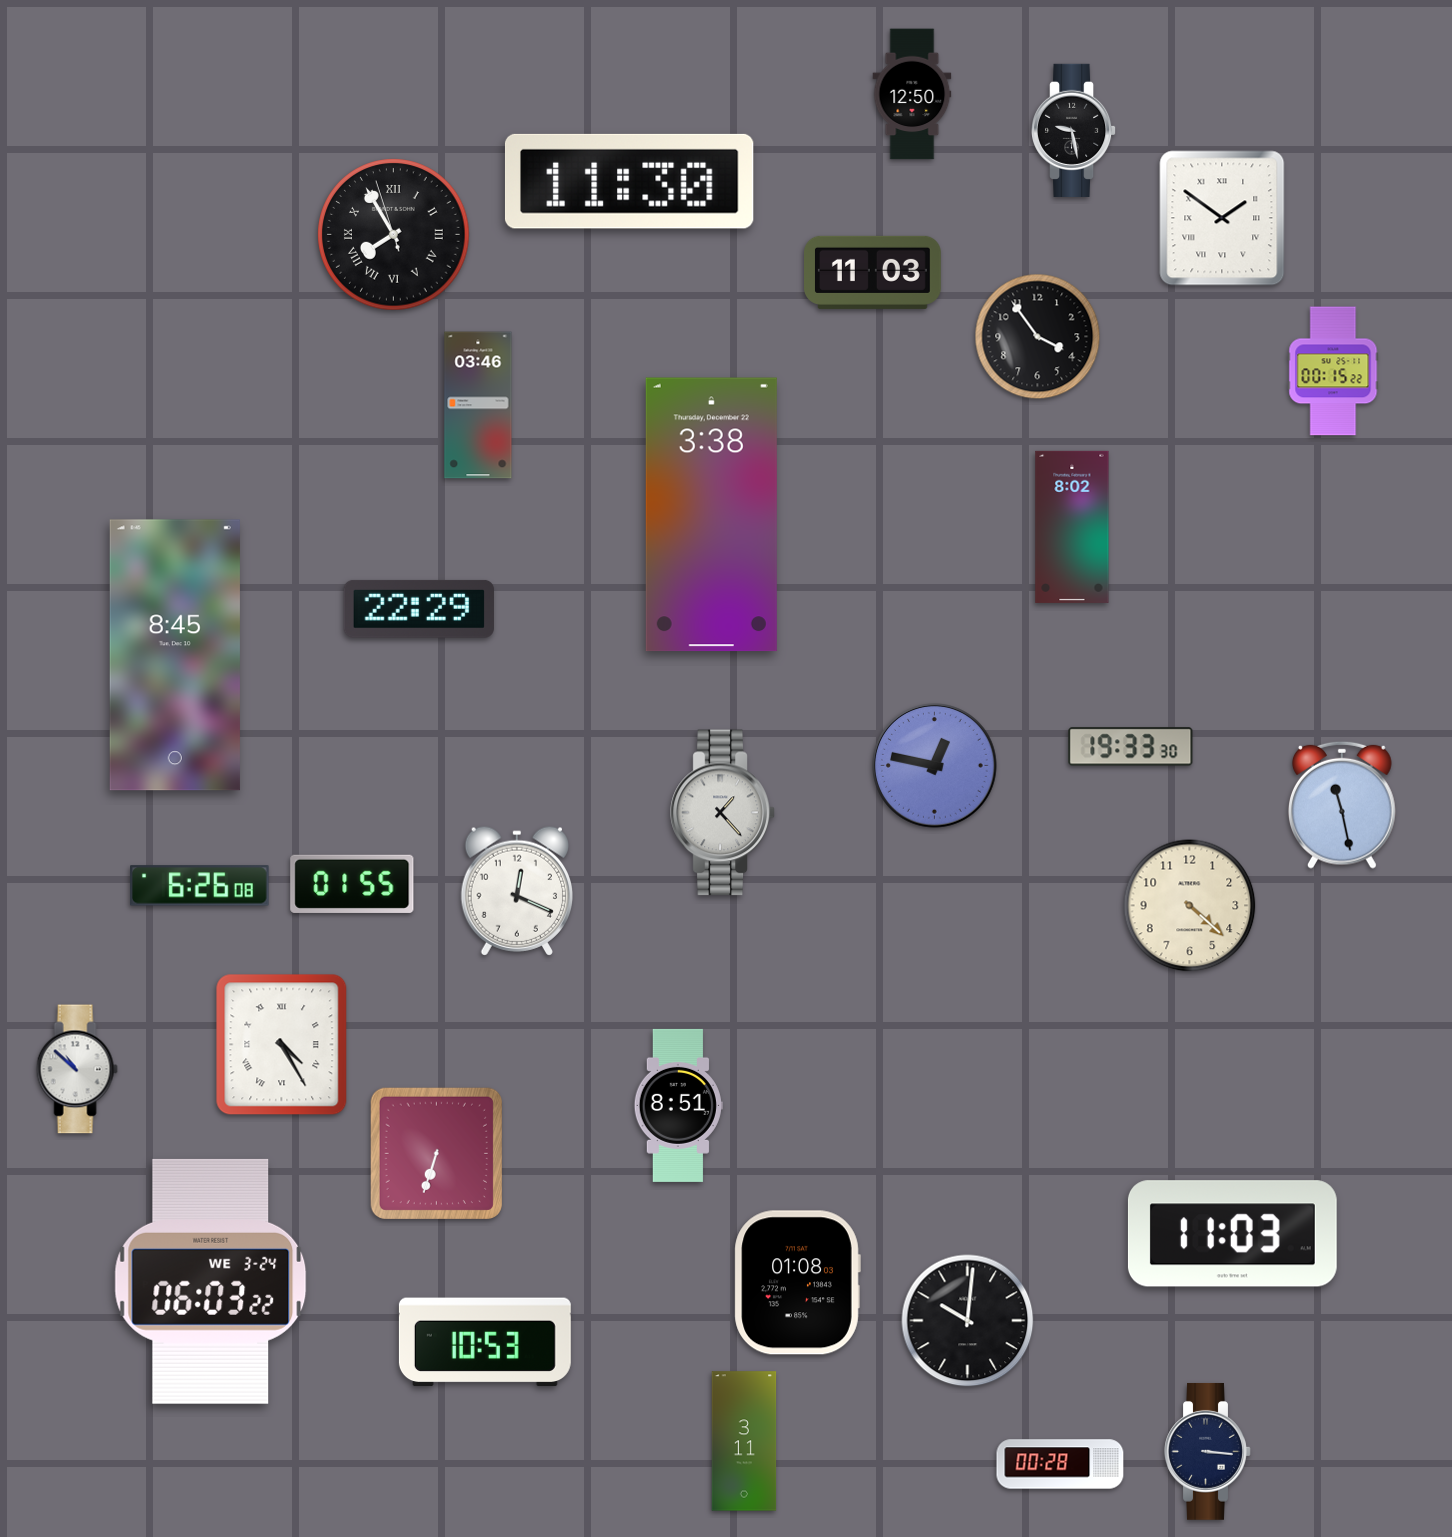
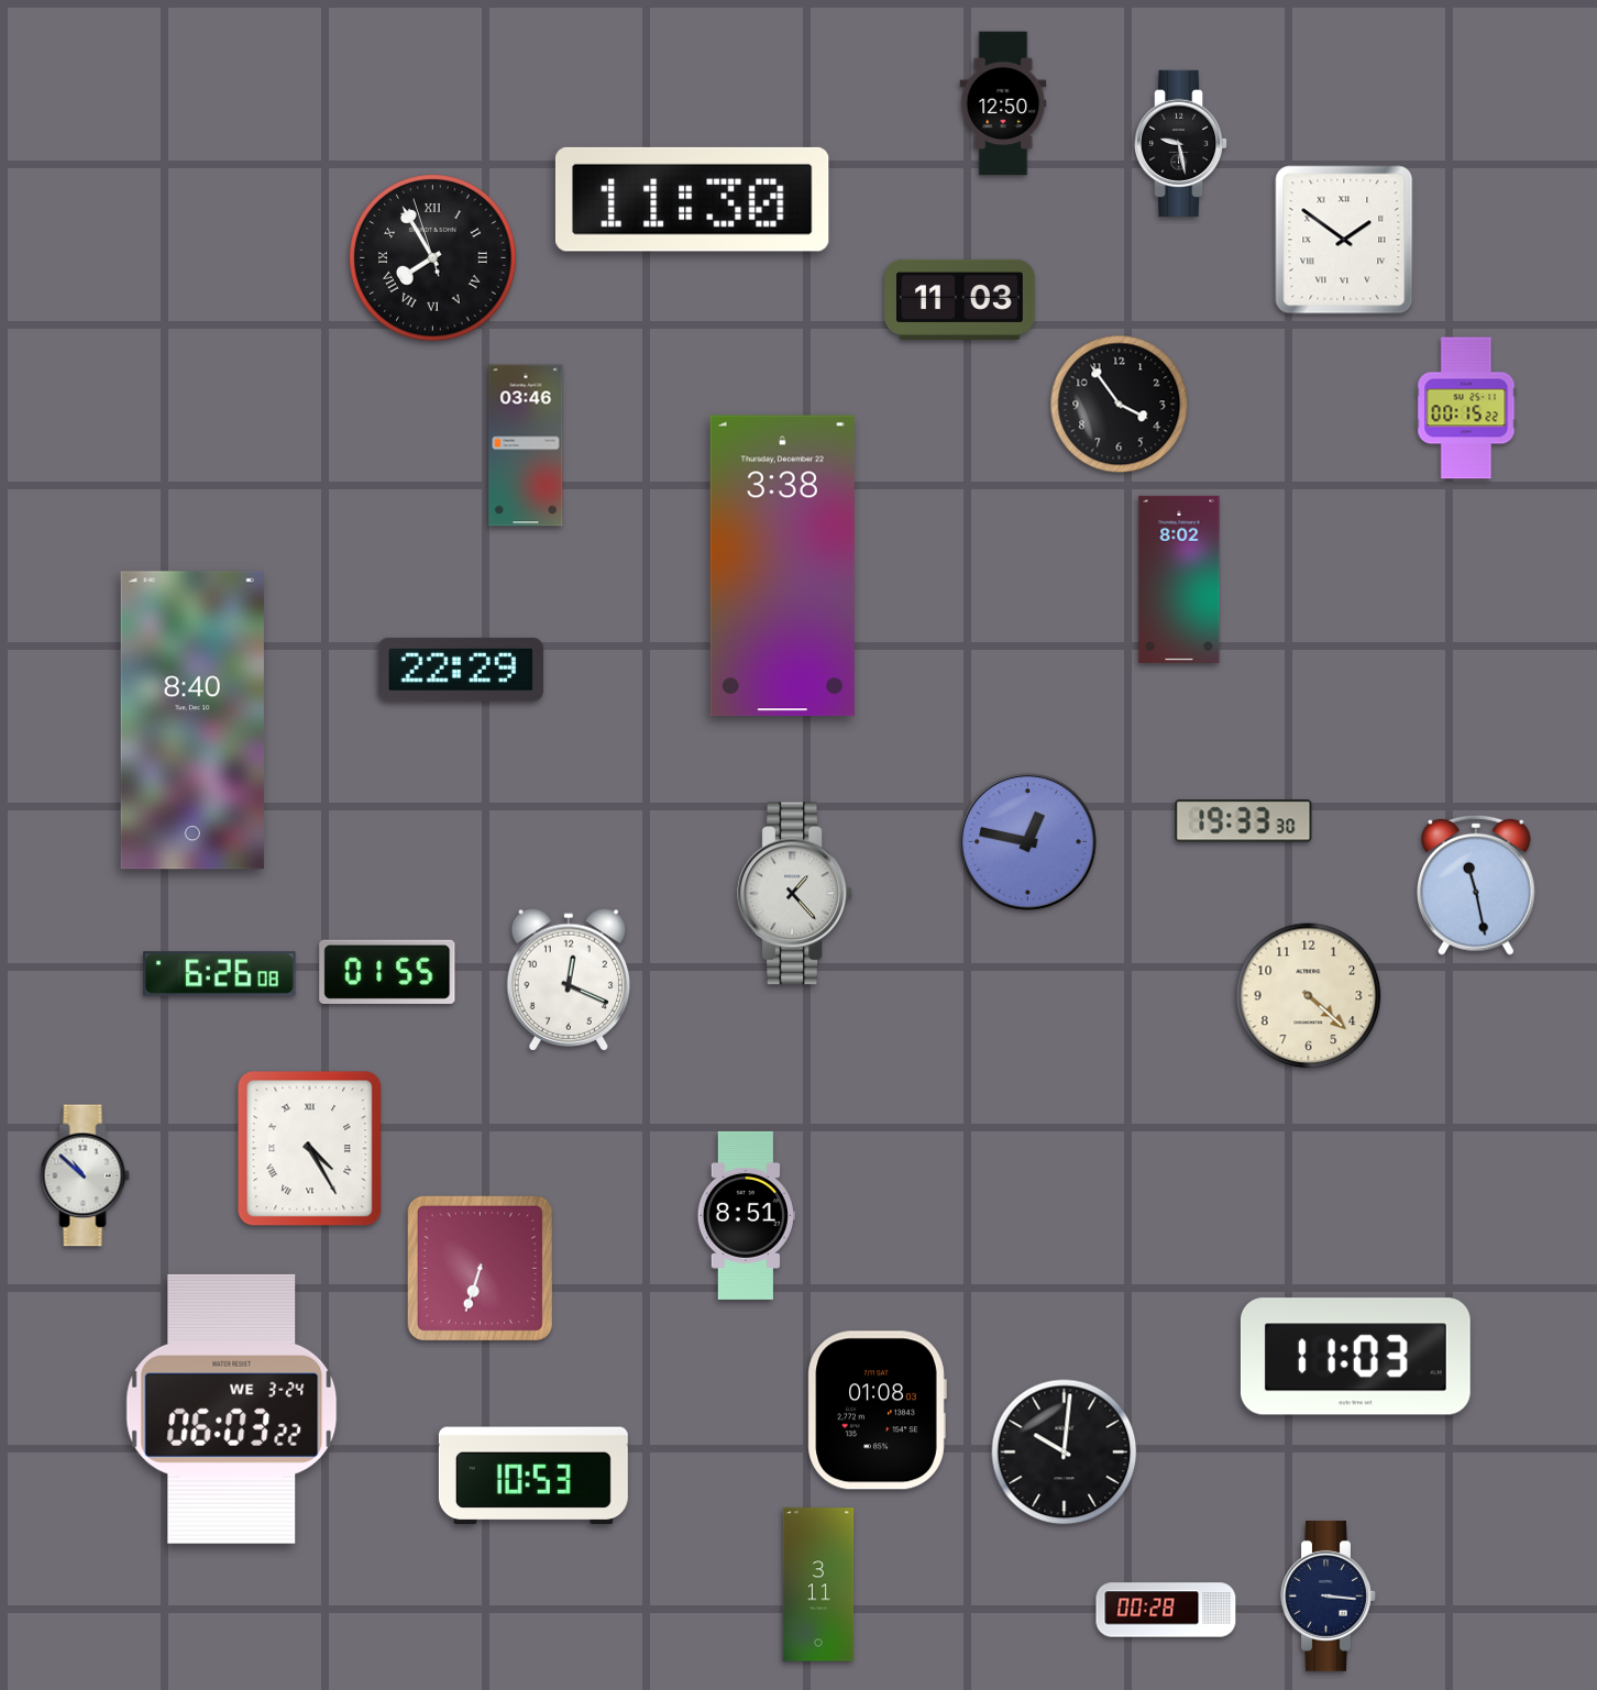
clock at (1038, 337) position: (1038, 337) -> (1120, 405)
clock at (175, 655): 8:45 -> 8:40
